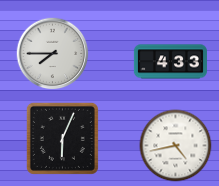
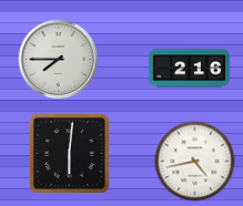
clock at (170, 62): 4:33 -> 2:16
clock at (62, 138): 6:04 -> 6:01
